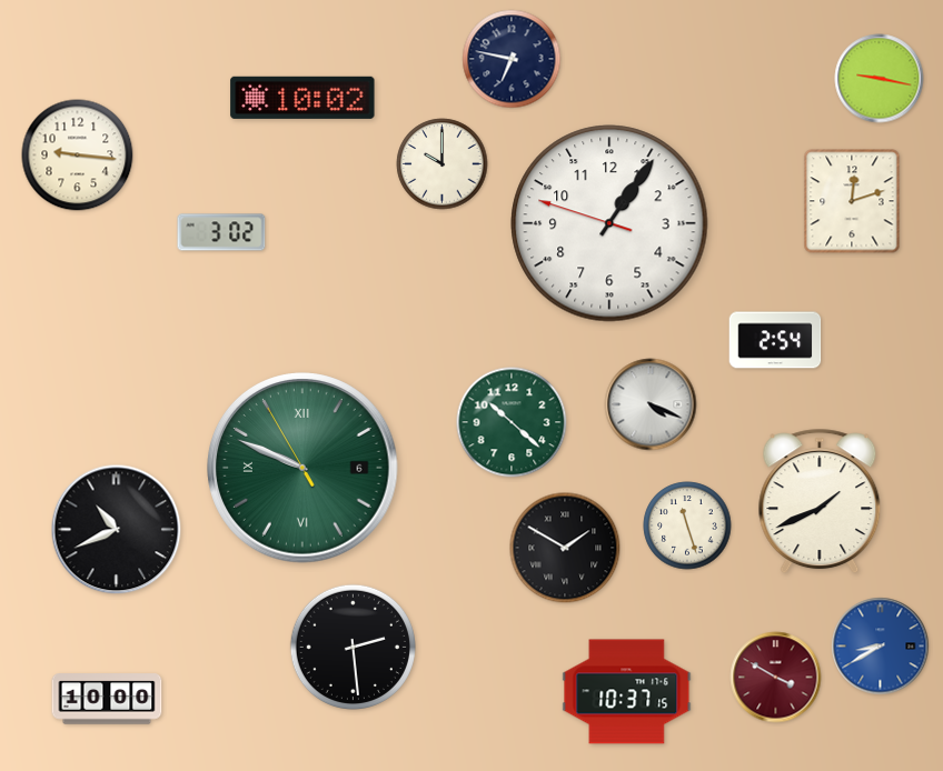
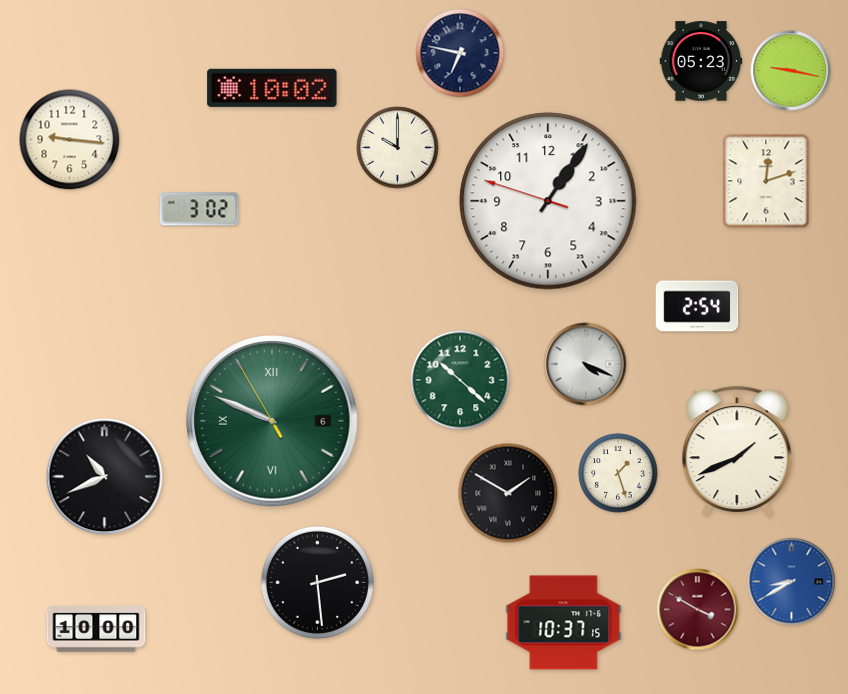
clock at (701, 61): none -> 05:23
clock at (687, 525): 11:27 -> 1:27
